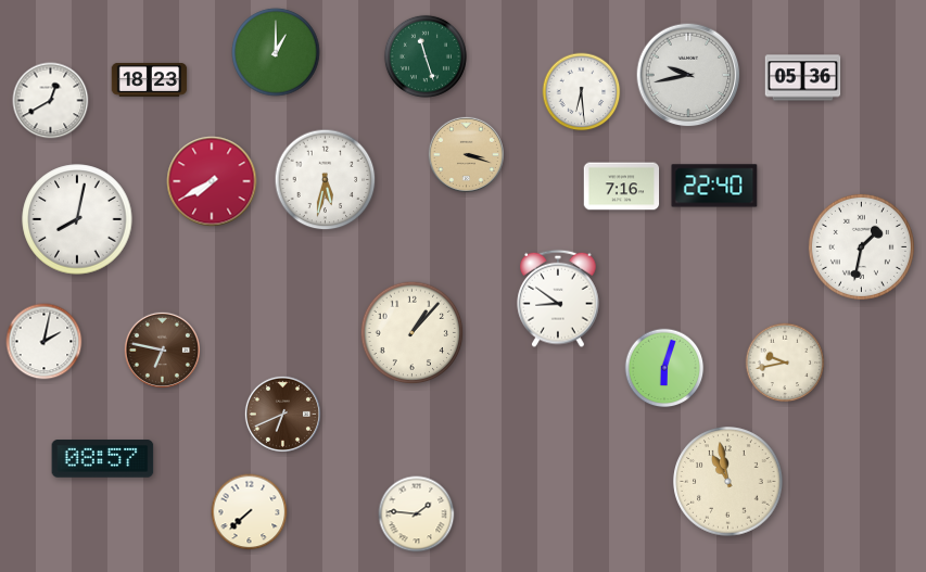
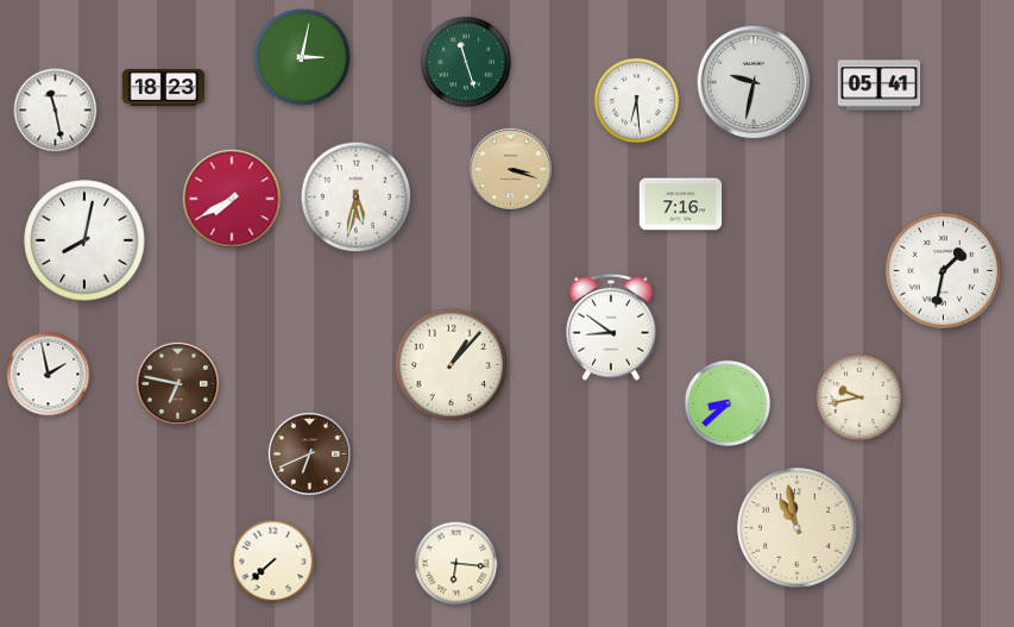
clock at (276, 52): 1:00 -> 3:02
clock at (688, 75): 9:43 -> 9:32
clock at (803, 78): 05:36 -> 05:41
clock at (51, 101): 12:40 -> 11:28
clock at (714, 186): 22:40 -> none
clock at (45, 342): 2:02 -> 1:58
clock at (664, 368): 6:03 -> 8:38
clock at (103, 459): 08:57 -> none
clock at (417, 514): 1:46 -> 6:16
